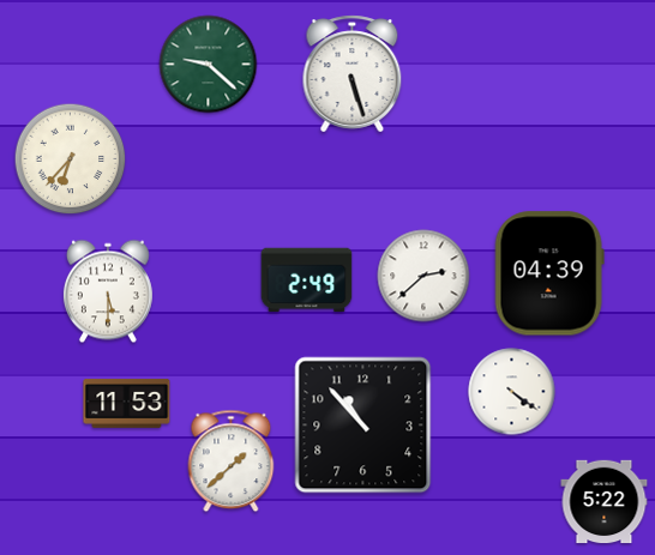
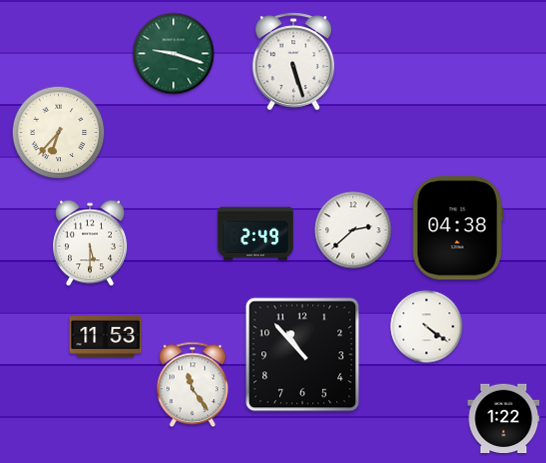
clock at (209, 65): 9:22 -> 9:18
clock at (549, 273): 04:39 -> 04:38
clock at (232, 462): 1:38 -> 11:24
clock at (605, 502): 5:22 -> 1:22
